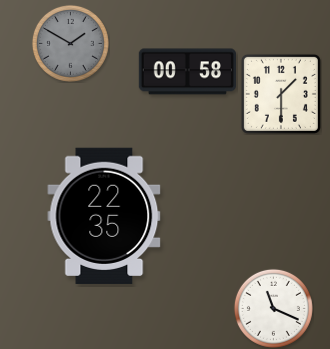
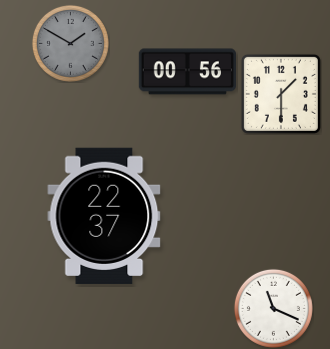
clock at (187, 72): 00:58 -> 00:56
clock at (104, 216): 22:35 -> 22:37
